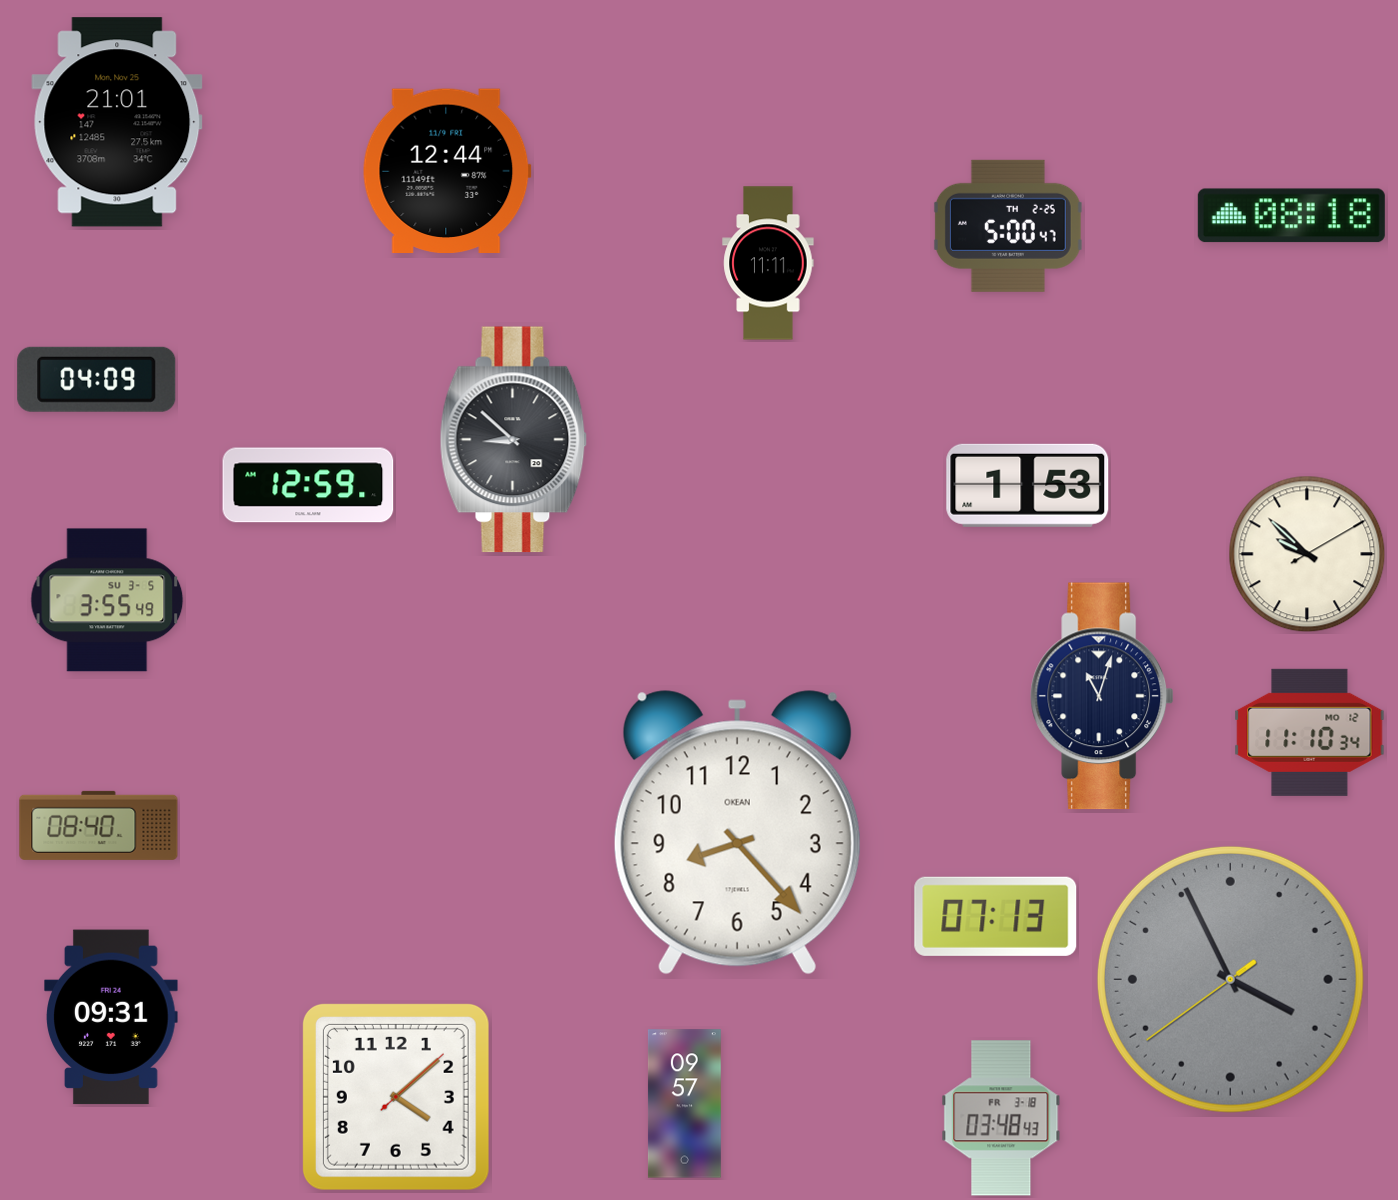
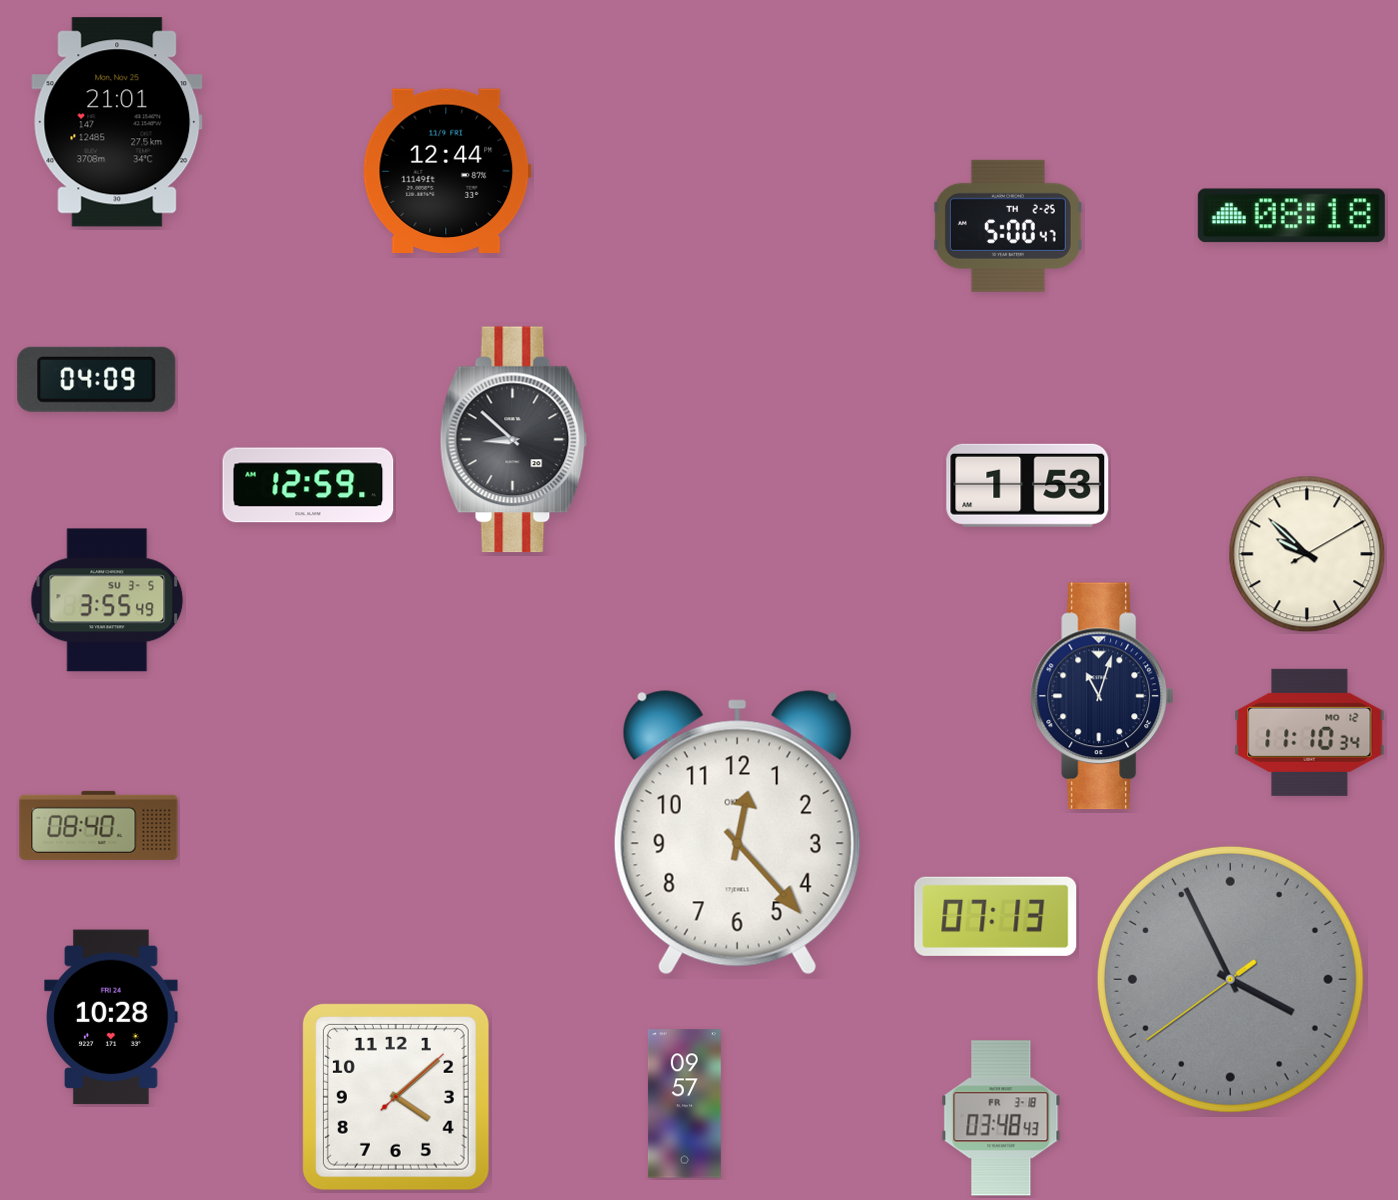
clock at (768, 263): 11:11 -> none
clock at (737, 833): 8:23 -> 12:23
clock at (111, 1017): 09:31 -> 10:28
